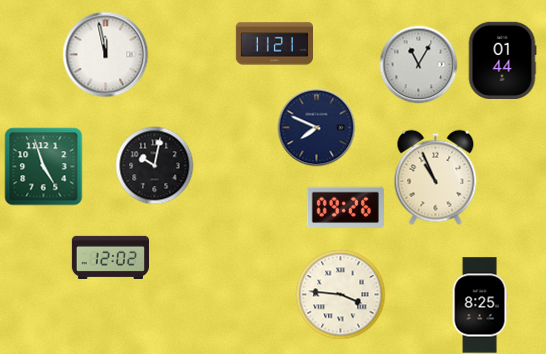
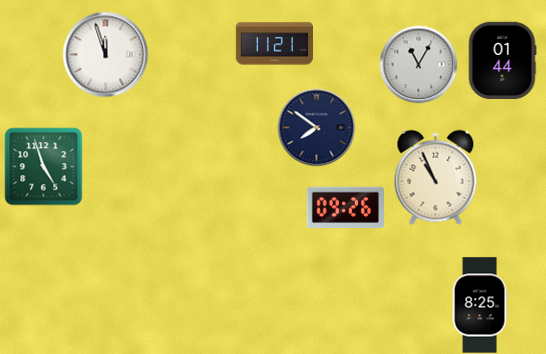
clock at (105, 54): 11:58 -> 11:57
clock at (316, 127): 7:49 -> 7:51
clock at (154, 165): 10:02 -> none
clock at (110, 257): 12:02 -> none
clock at (340, 294): 3:46 -> none
